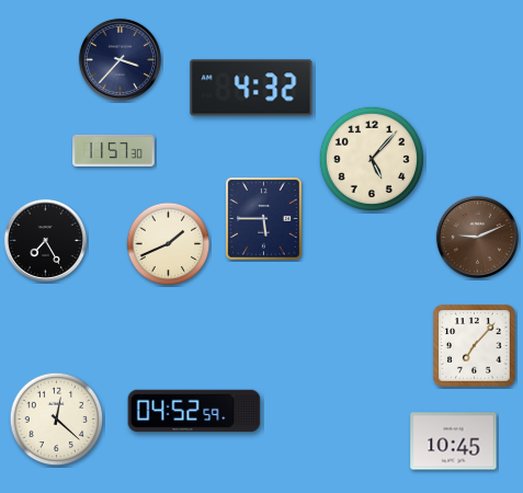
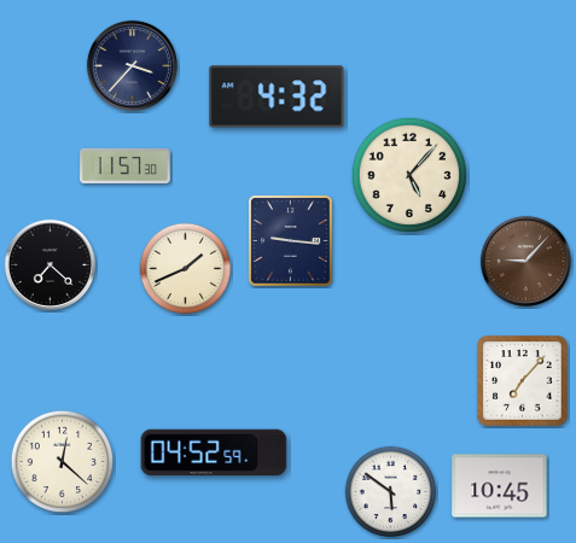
clock at (264, 219): 5:45 -> 9:16
clock at (477, 237): 9:11 -> 9:07
clock at (45, 240): 7:25 -> 7:22
clock at (391, 492): none -> 5:51
